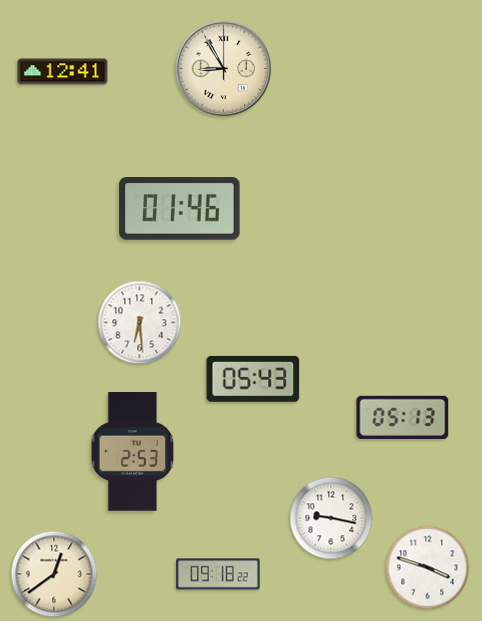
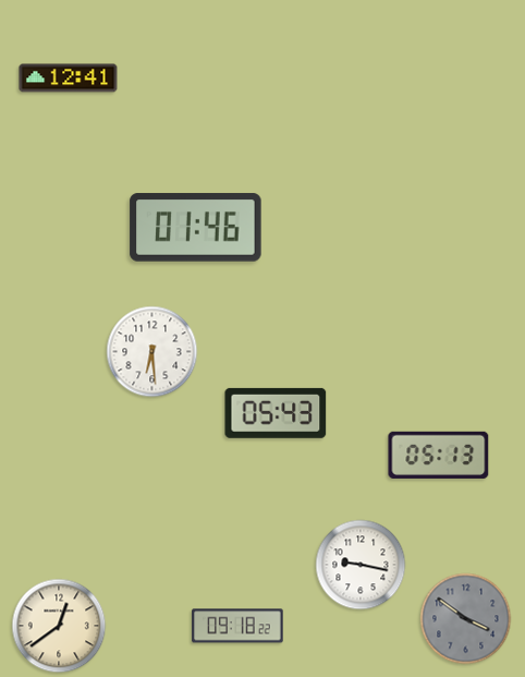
clock at (224, 69): 8:55 -> none
clock at (133, 452): 2:53 -> none
clock at (428, 568): 3:48 -> 3:51
clock at (428, 568) dial: white -> grey
